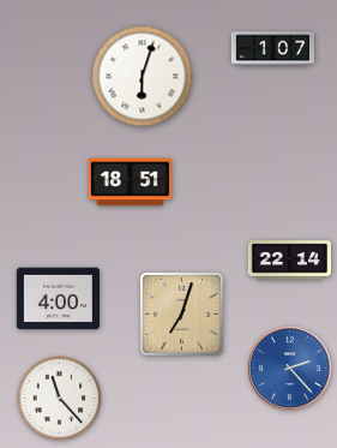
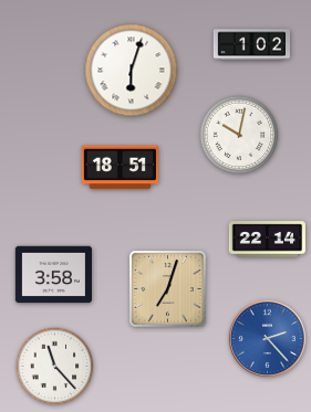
clock at (272, 49): 1:07 -> 1:02
clock at (239, 135): none -> 10:02
clock at (58, 299): 4:00 -> 3:58
